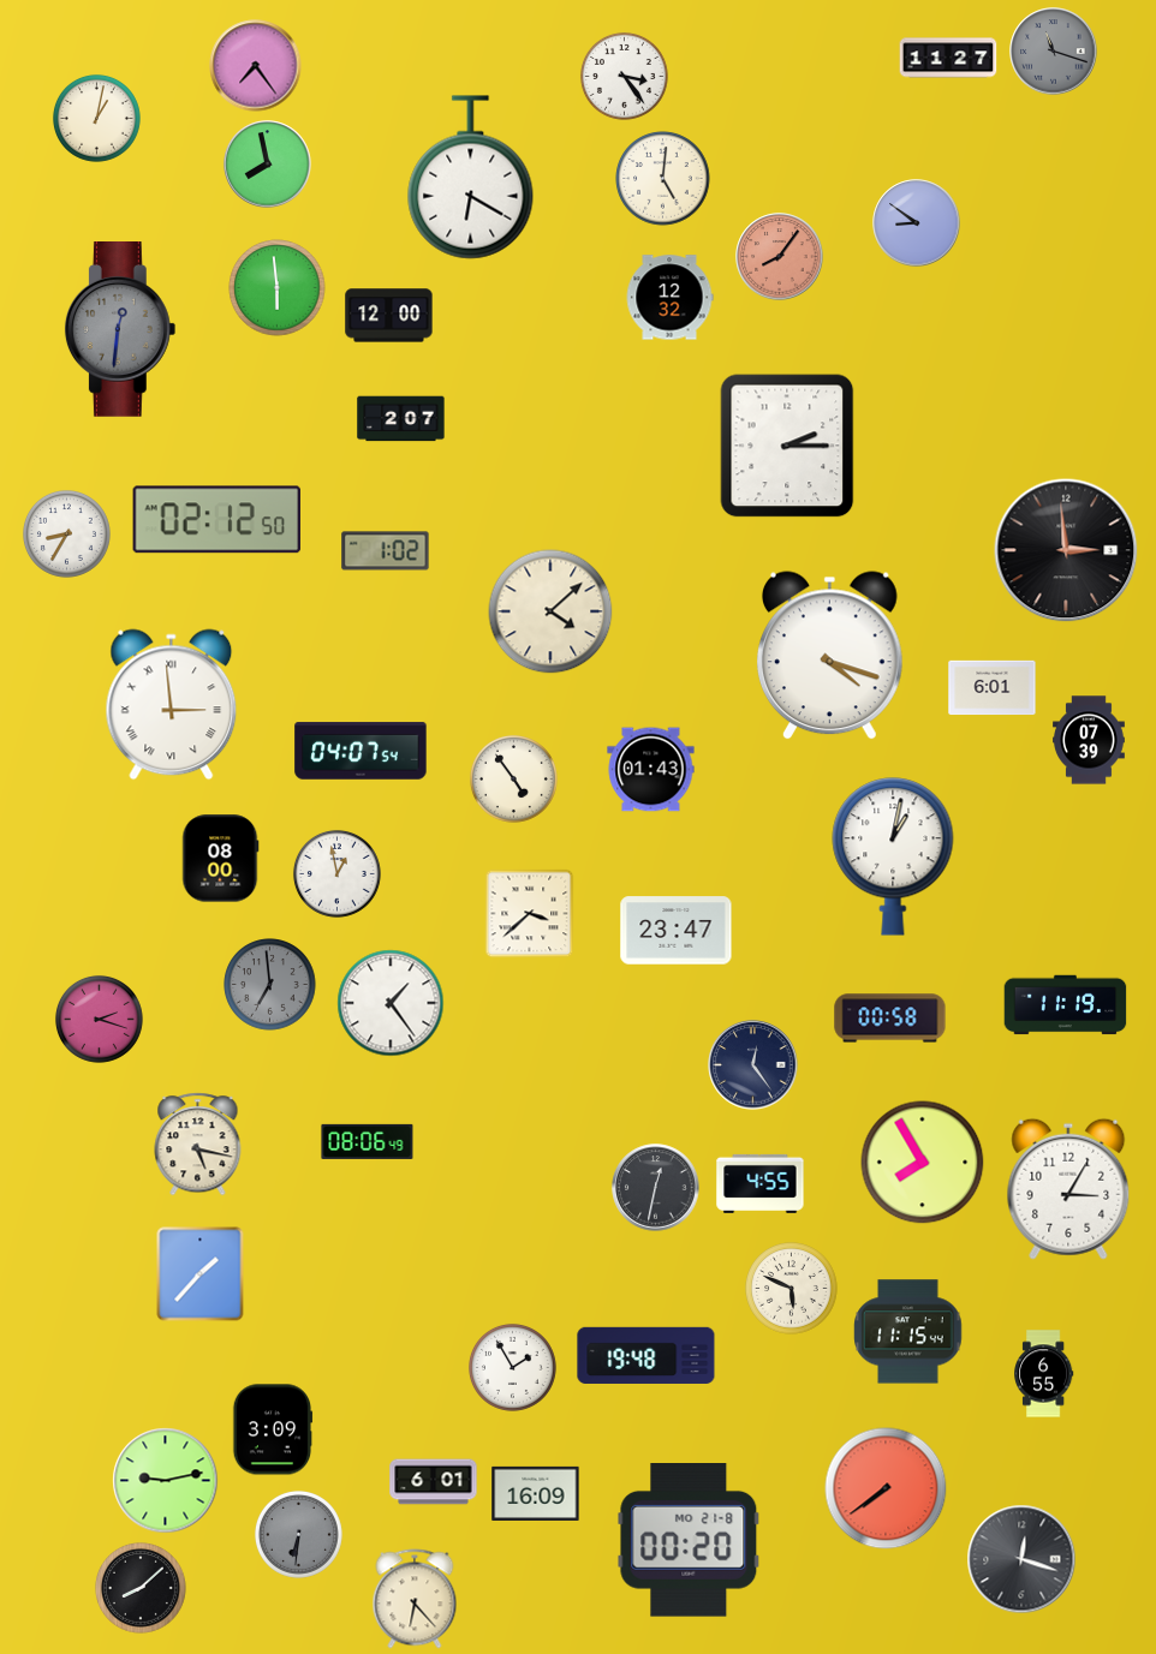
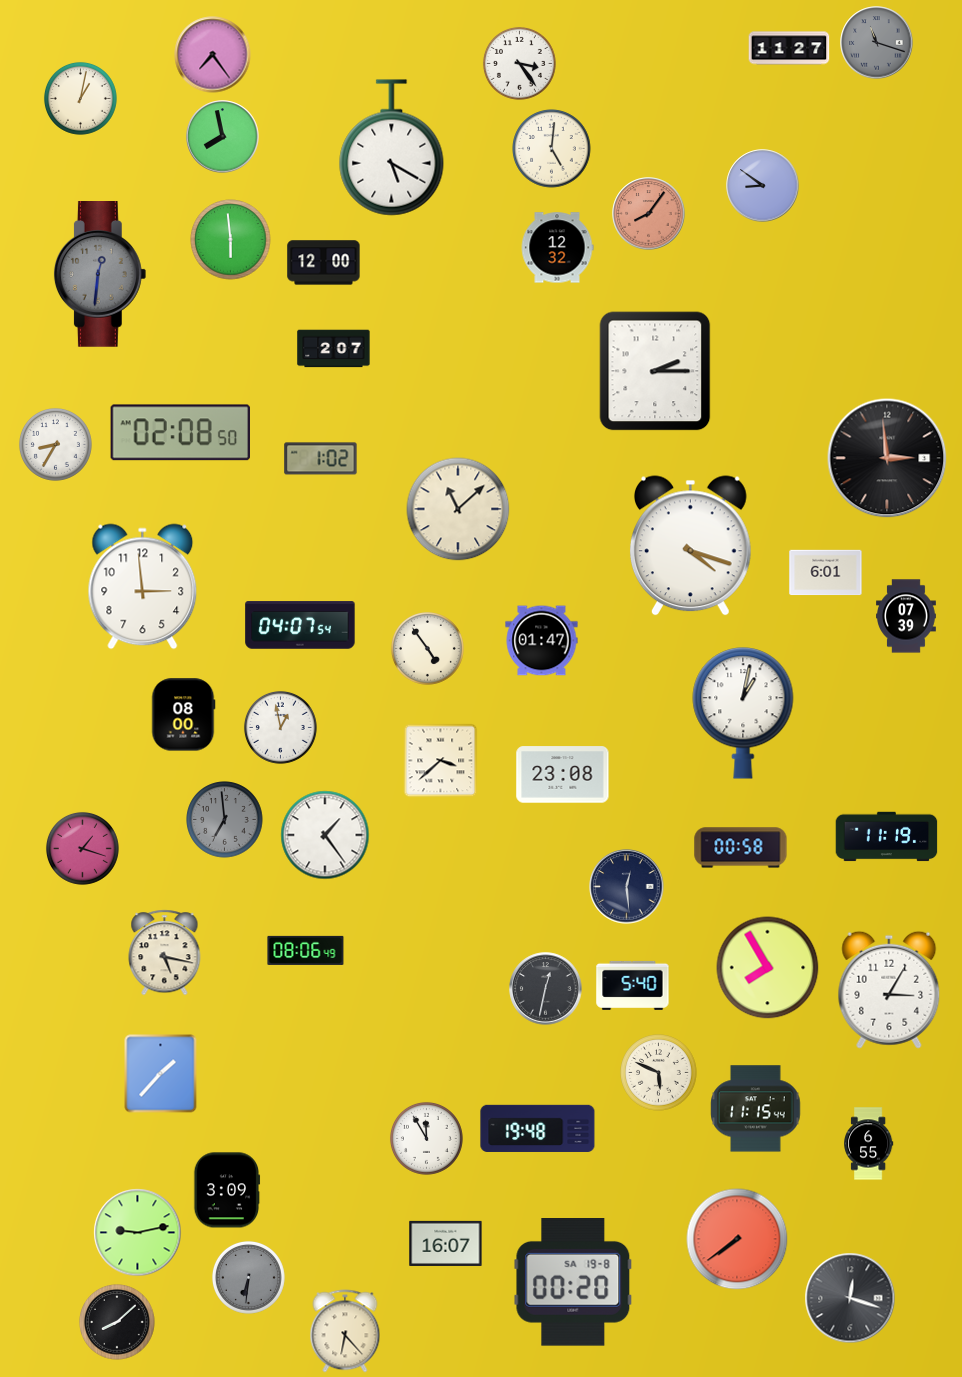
clock at (471, 178): 6:20 -> 5:20
clock at (216, 520): 02:12 -> 02:08
clock at (550, 611): 4:08 -> 11:08
clock at (172, 705) numerals: Roman -> Arabic
clock at (651, 770): 01:43 -> 01:47
clock at (677, 931): 23:47 -> 23:08
clock at (99, 1019): 2:18 -> 1:18
clock at (753, 1065): 12:24 -> 12:29
clock at (761, 1183): 4:55 -> 5:40
clock at (201, 1274) position: (201, 1274) -> (161, 1074)
clock at (512, 1367): 1:55 -> 11:55
clock at (434, 1482): 6:01 -> none
clock at (536, 1493): 16:09 -> 16:07
clock at (689, 1541) date: MO 21-8 -> SA 19-8
